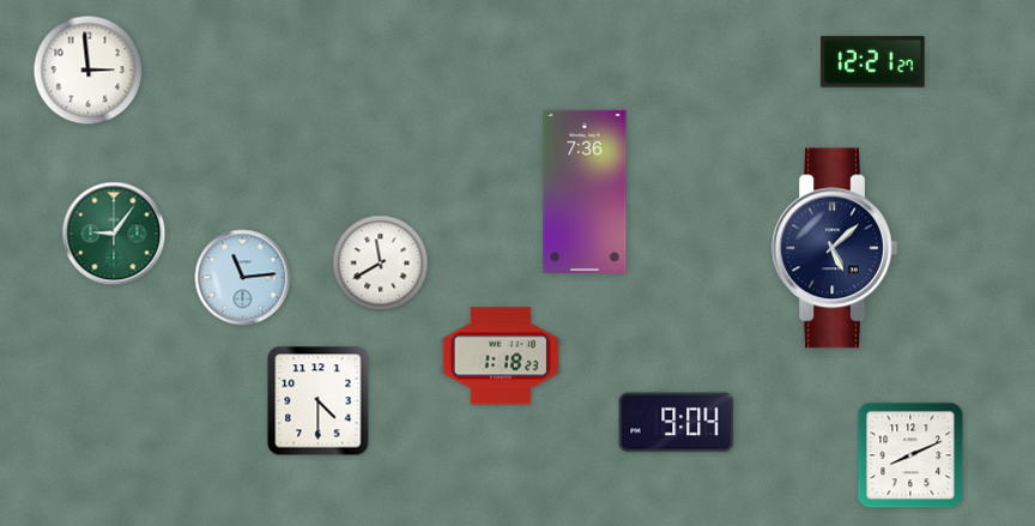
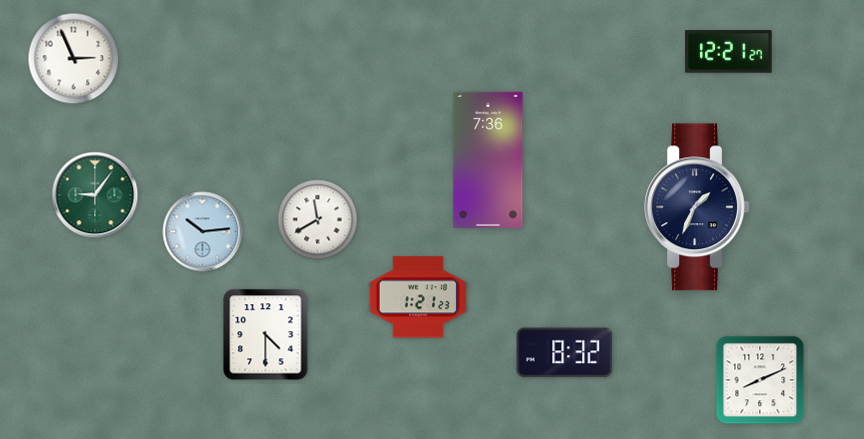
clock at (89, 71): 2:59 -> 2:56
clock at (835, 248): 5:08 -> 1:34
clock at (243, 278): 11:14 -> 10:14
clock at (501, 356): 1:18 -> 1:21
clock at (677, 423): 9:04 -> 8:32
